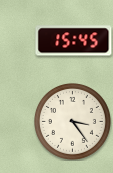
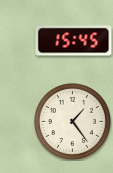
clock at (72, 121): 3:24 -> 1:24
